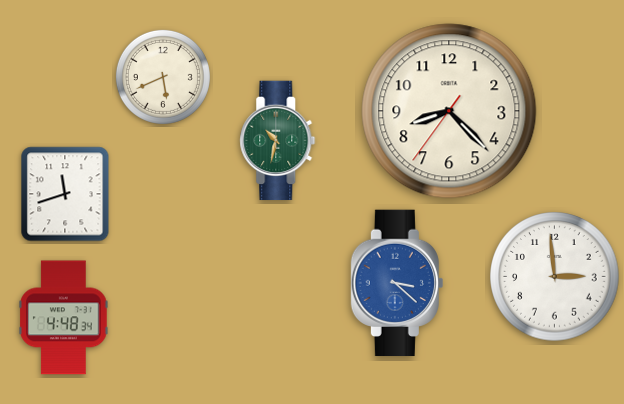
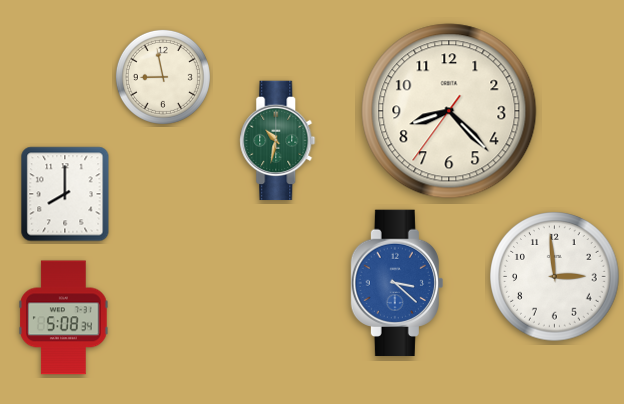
clock at (163, 77): 5:41 -> 8:58
clock at (65, 194): 11:42 -> 8:00
clock at (64, 318): 4:48 -> 5:08
